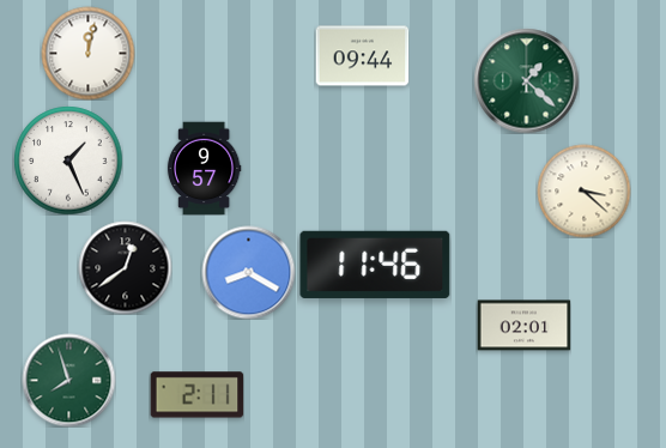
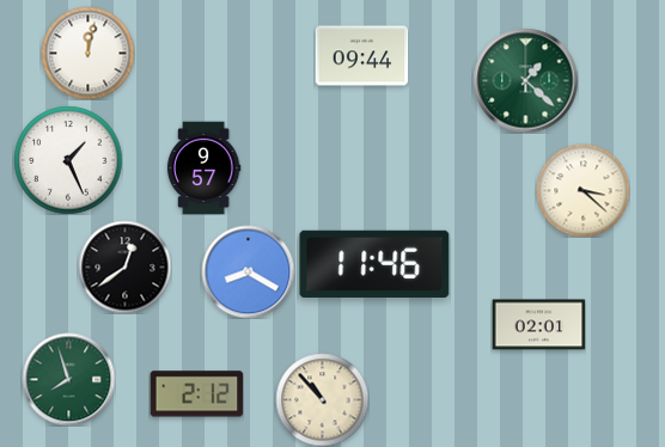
clock at (523, 326) position: (523, 326) -> (538, 325)
clock at (196, 395): 2:11 -> 2:12
clock at (322, 399): none -> 10:53
